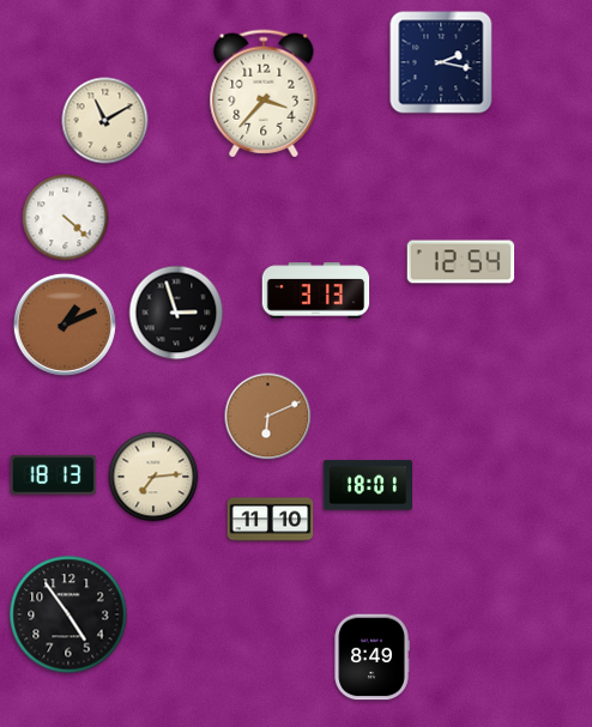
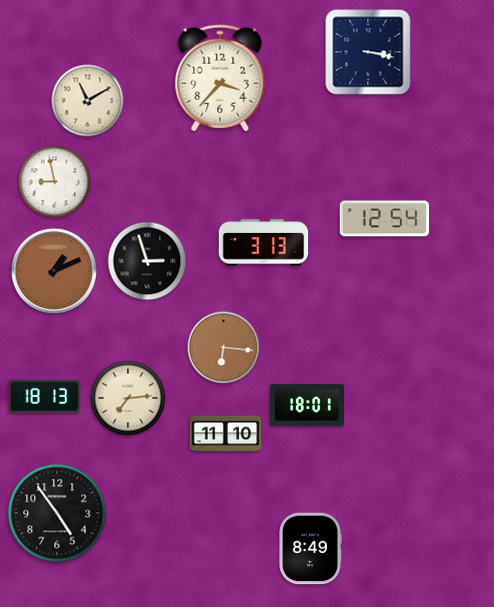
clock at (441, 62): 2:17 -> 3:17
clock at (66, 218): 4:22 -> 8:58
clock at (268, 417): 6:11 -> 6:16
